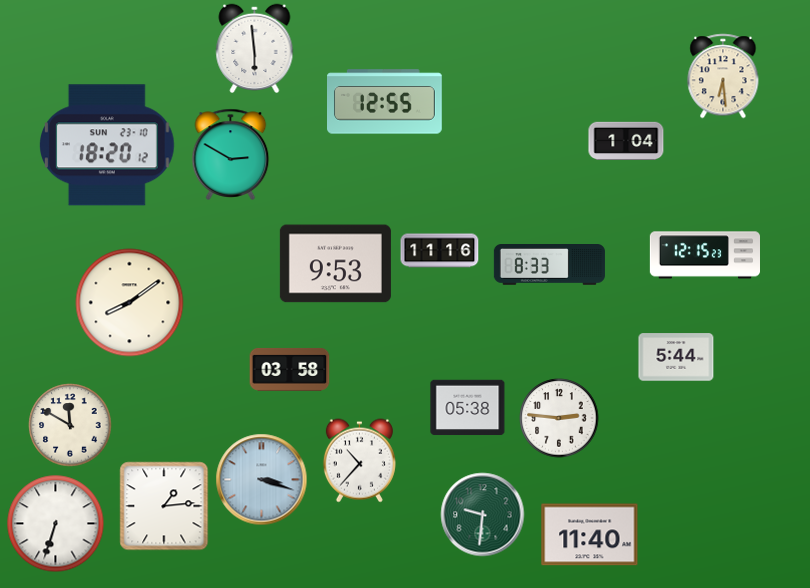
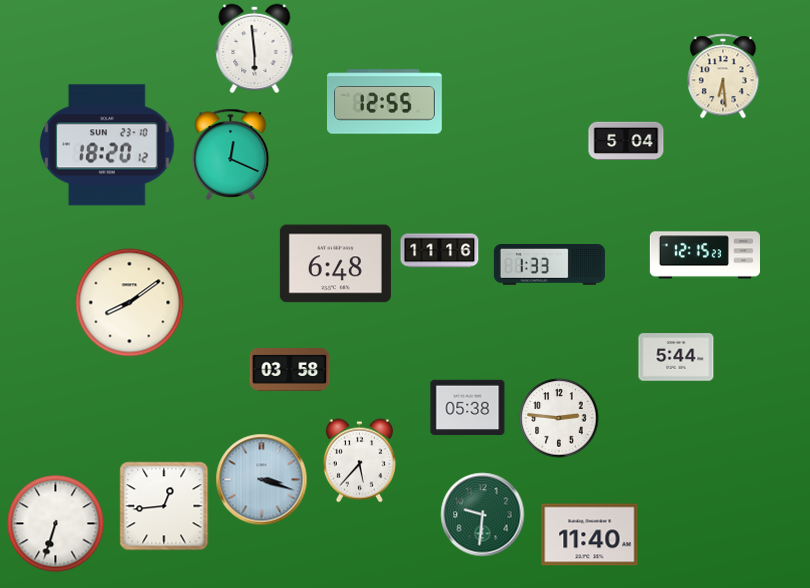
clock at (626, 140): 1:04 -> 5:04
clock at (231, 154): 2:50 -> 12:19
clock at (335, 264): 9:53 -> 6:48
clock at (549, 265): 8:33 -> 1:33
clock at (70, 425): 11:50 -> none
clock at (359, 461): 10:37 -> 5:37
clock at (164, 506): 1:14 -> 12:44
